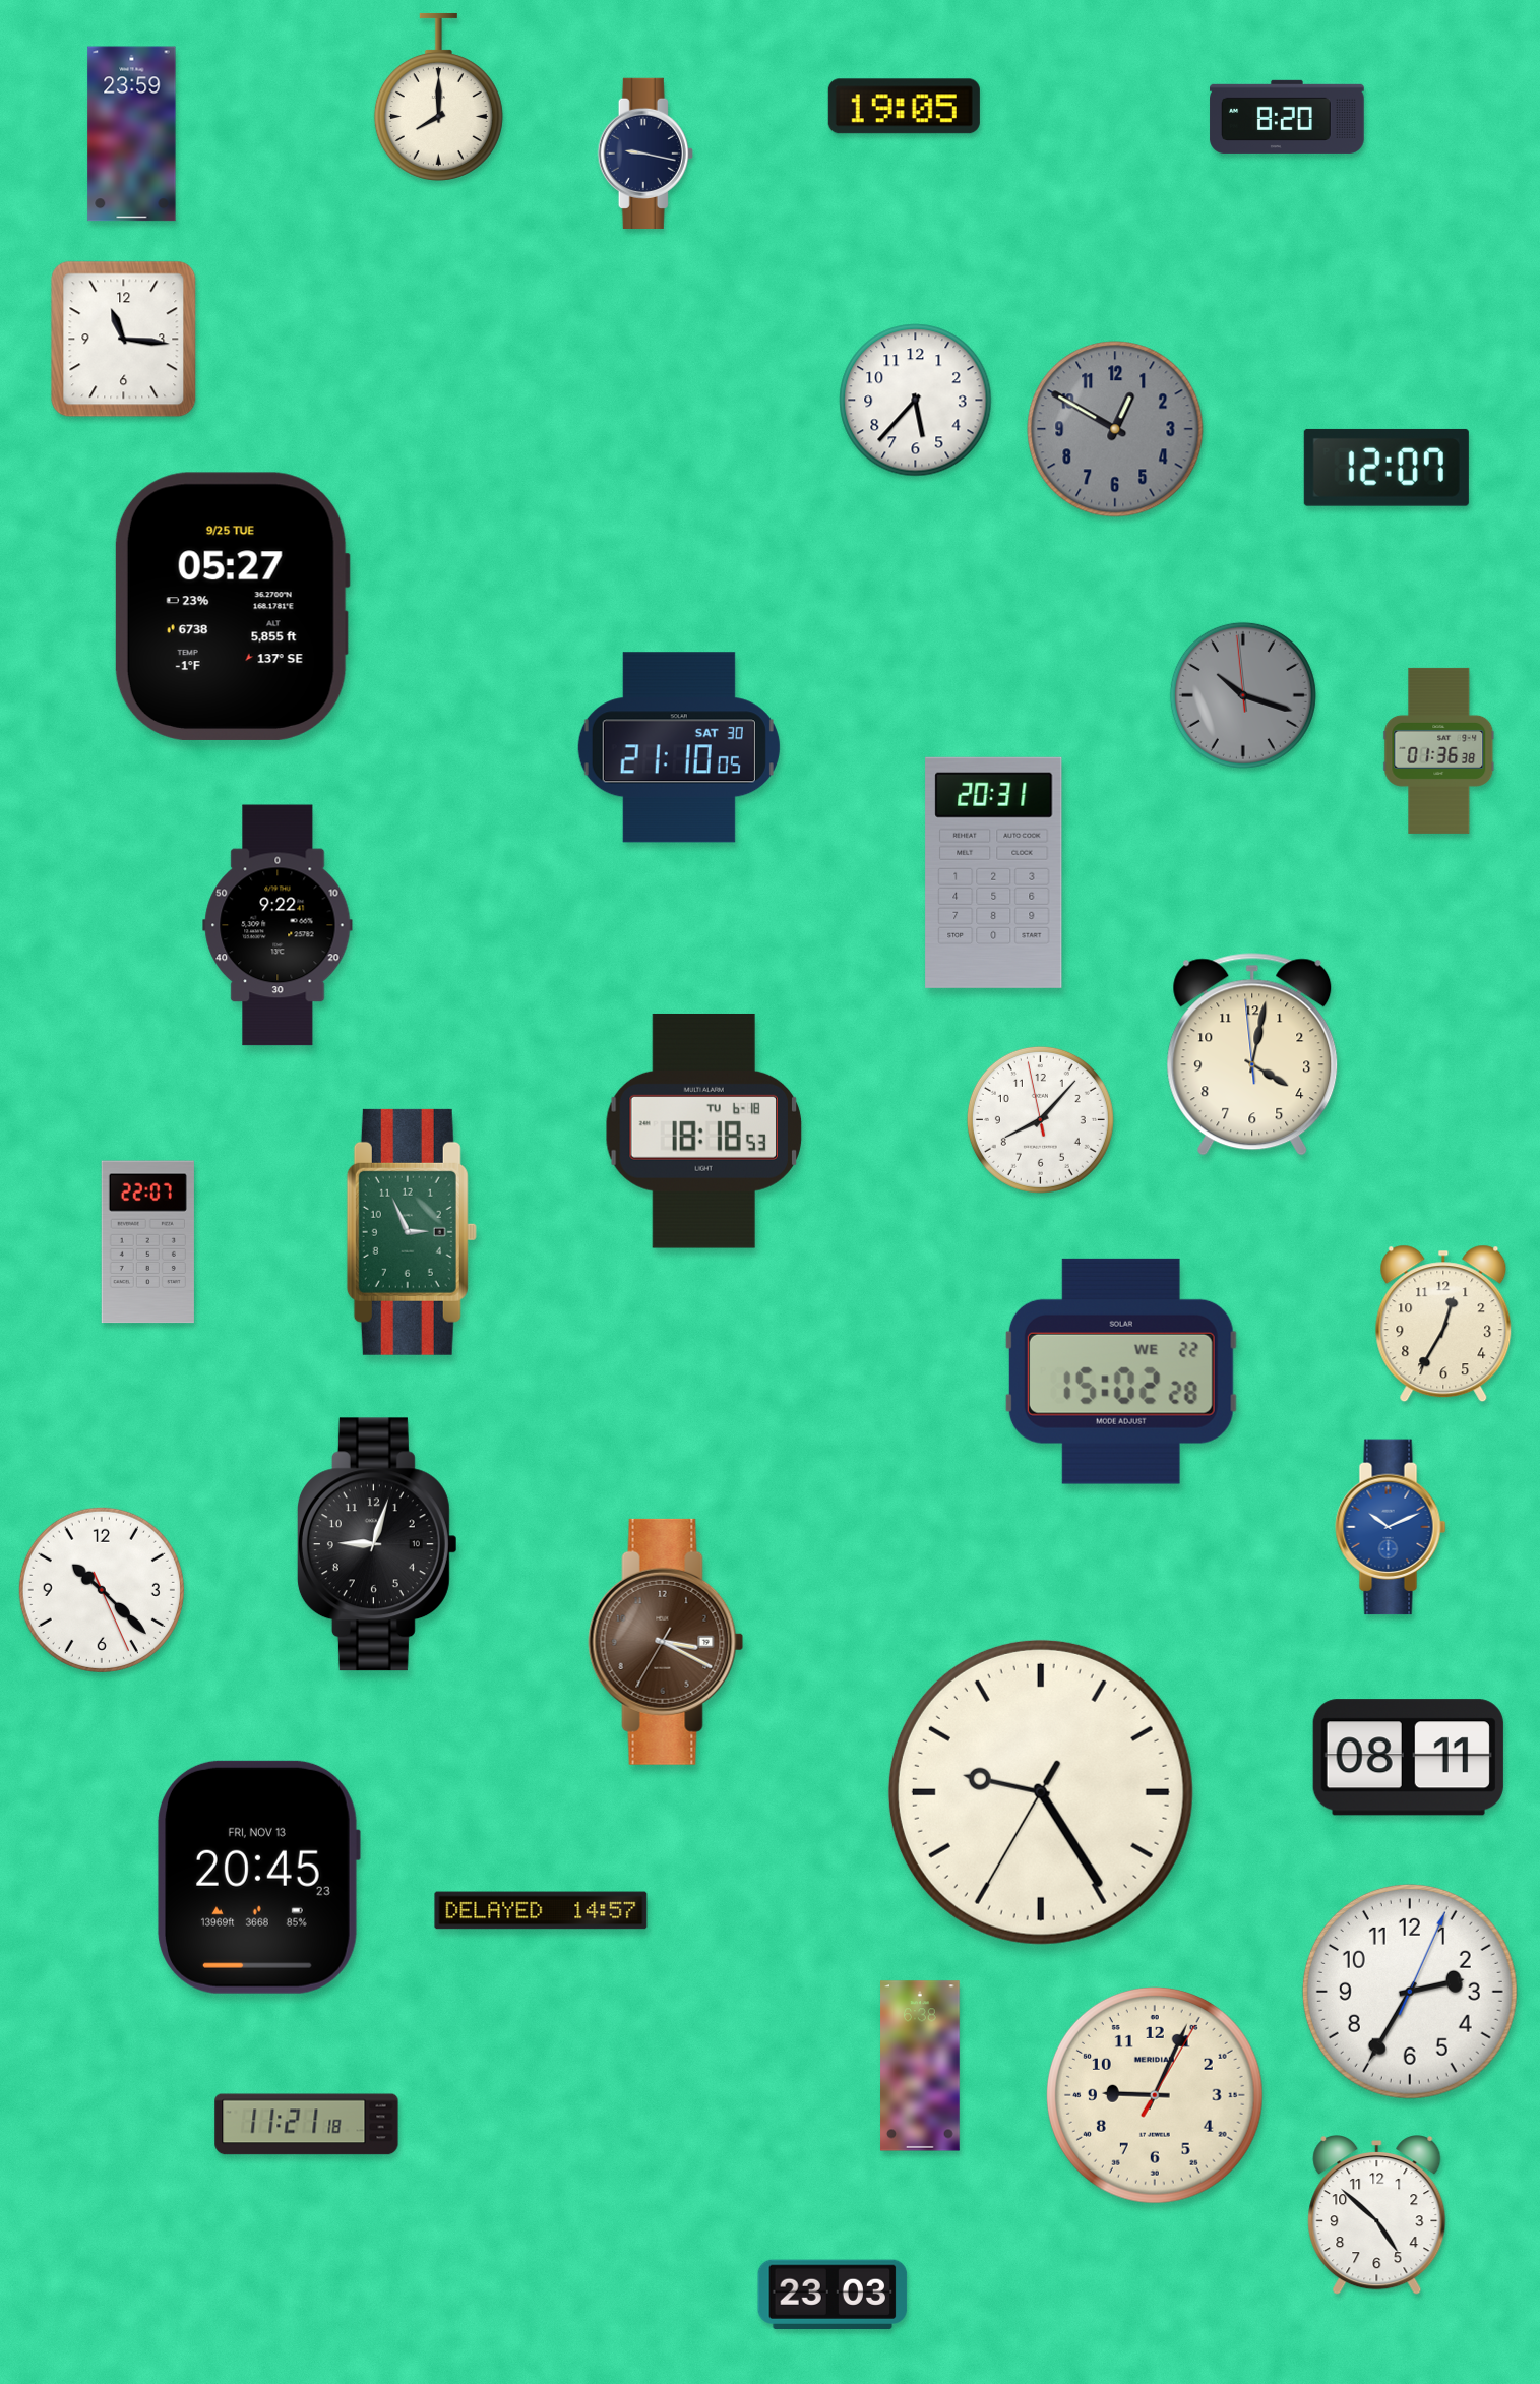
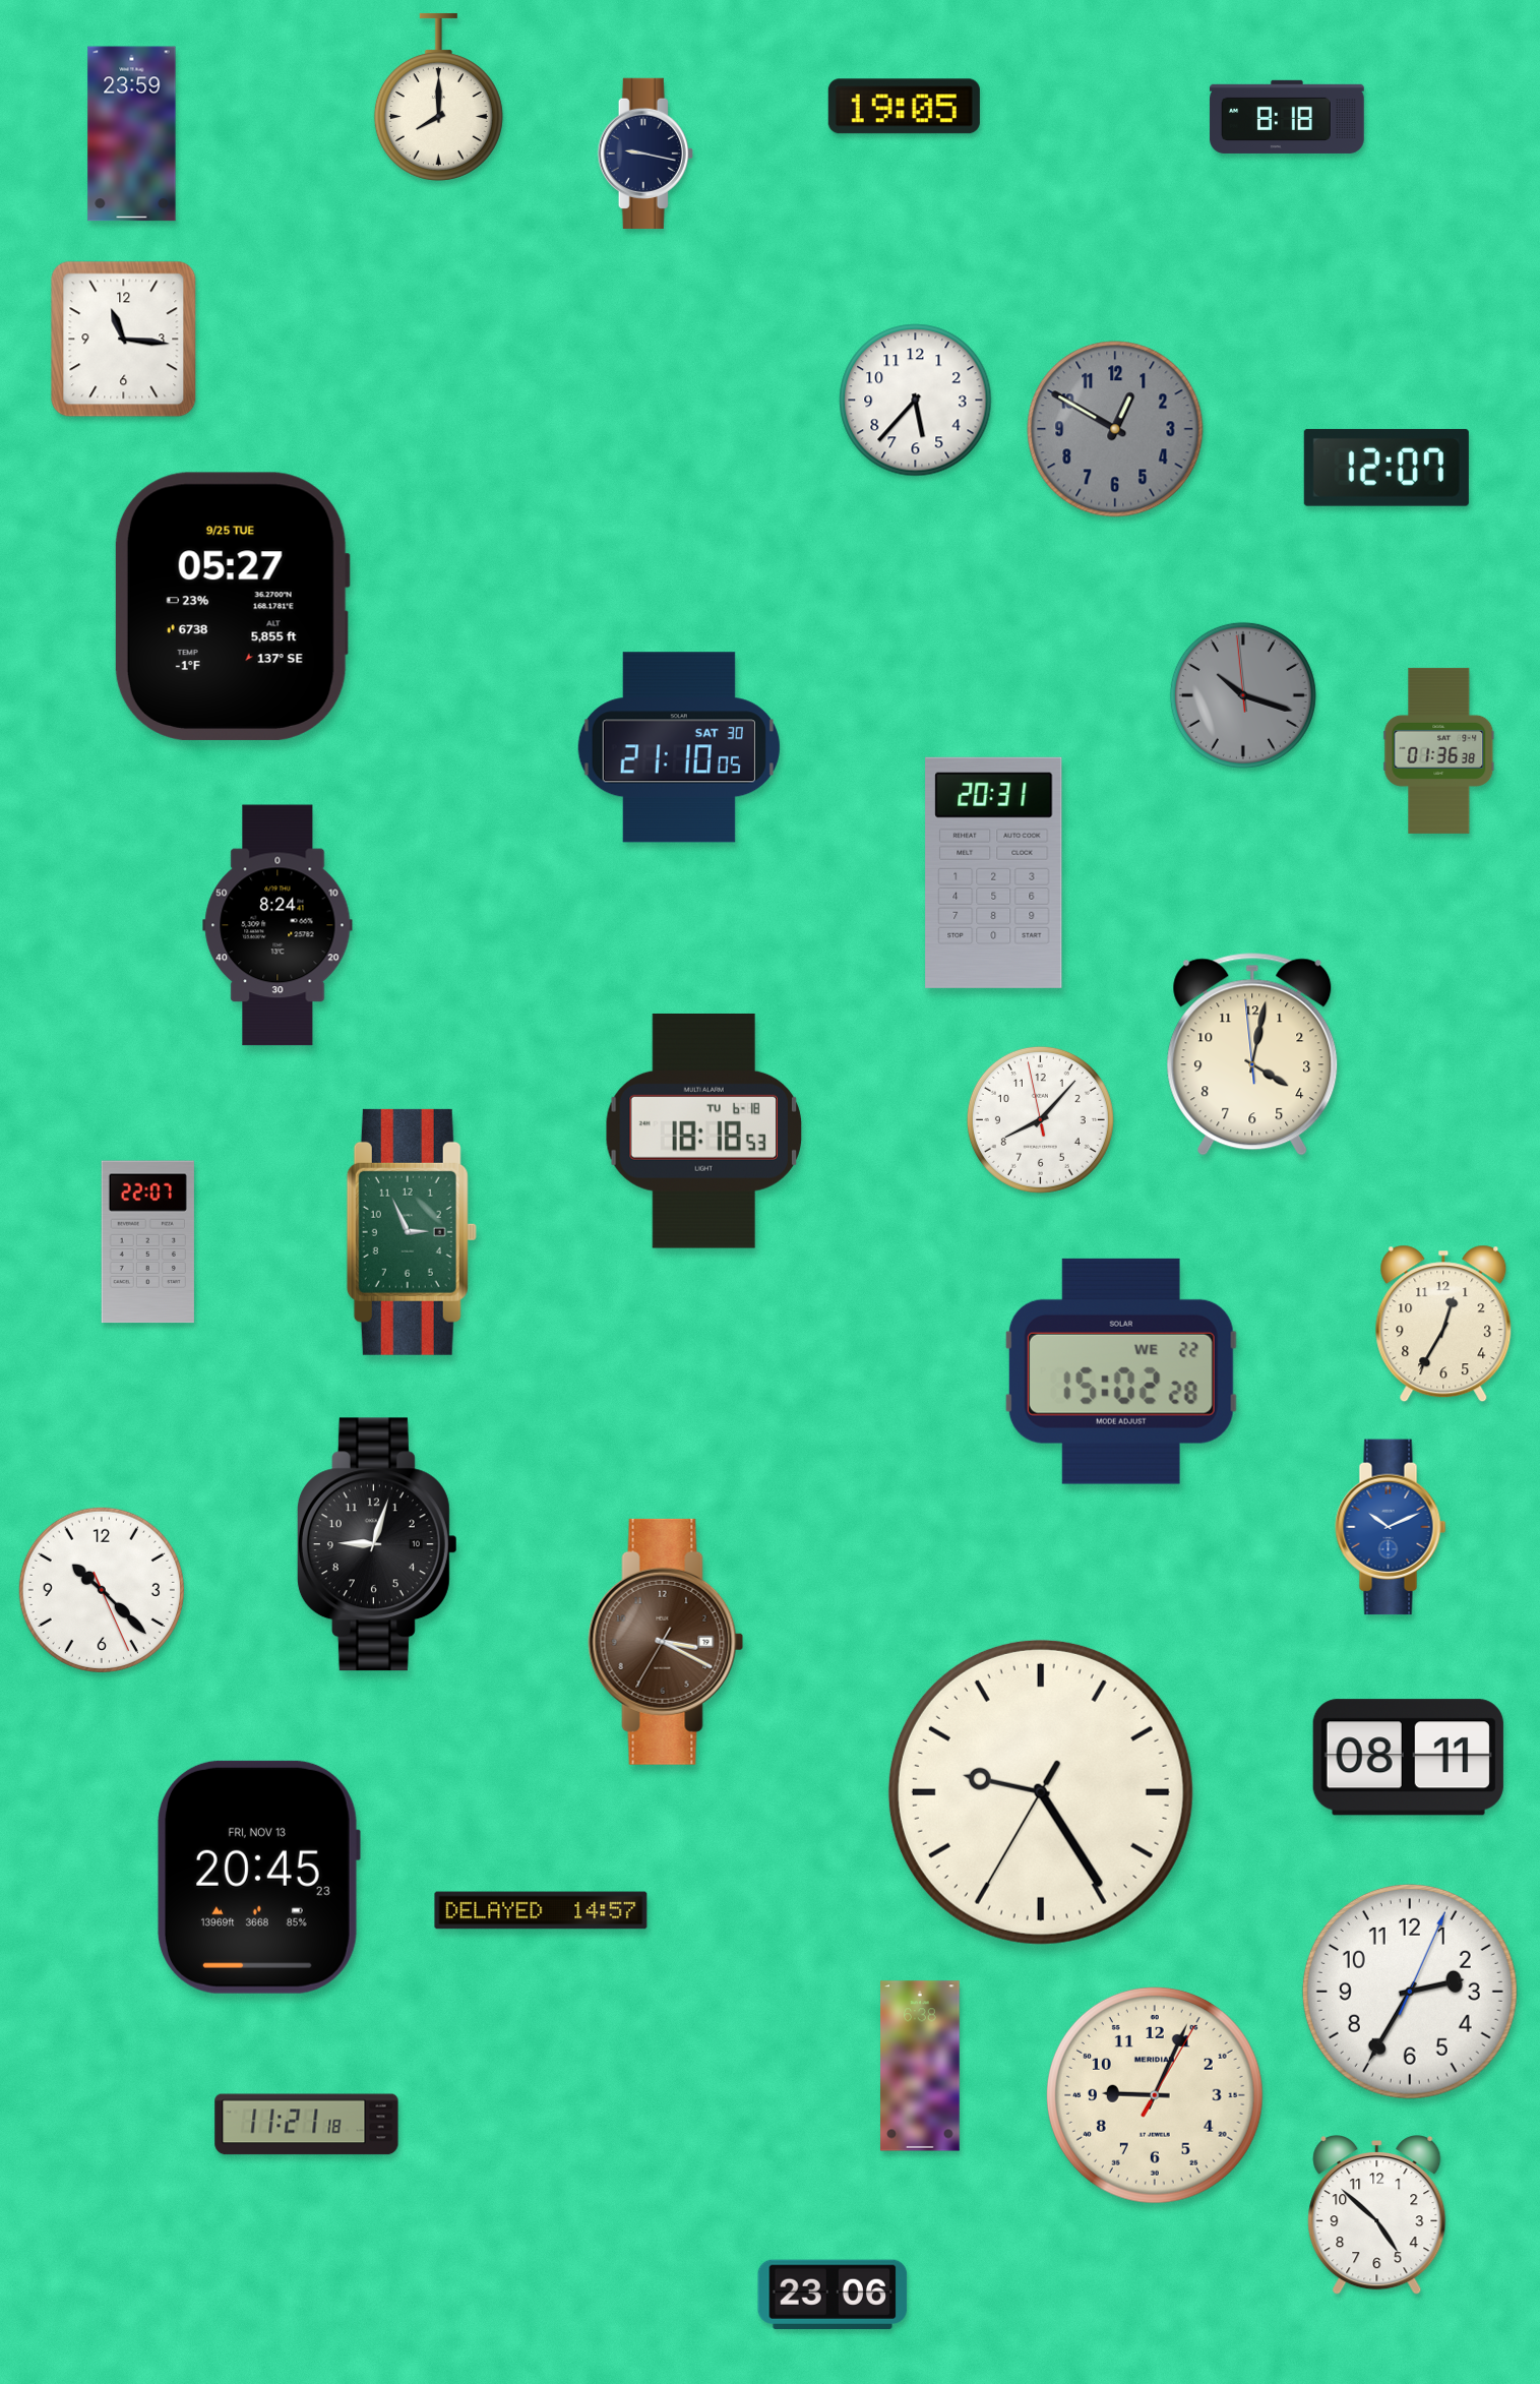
clock at (1287, 117): 8:20 -> 8:18
clock at (278, 925): 9:22 -> 8:24
clock at (833, 2294): 23:03 -> 23:06
